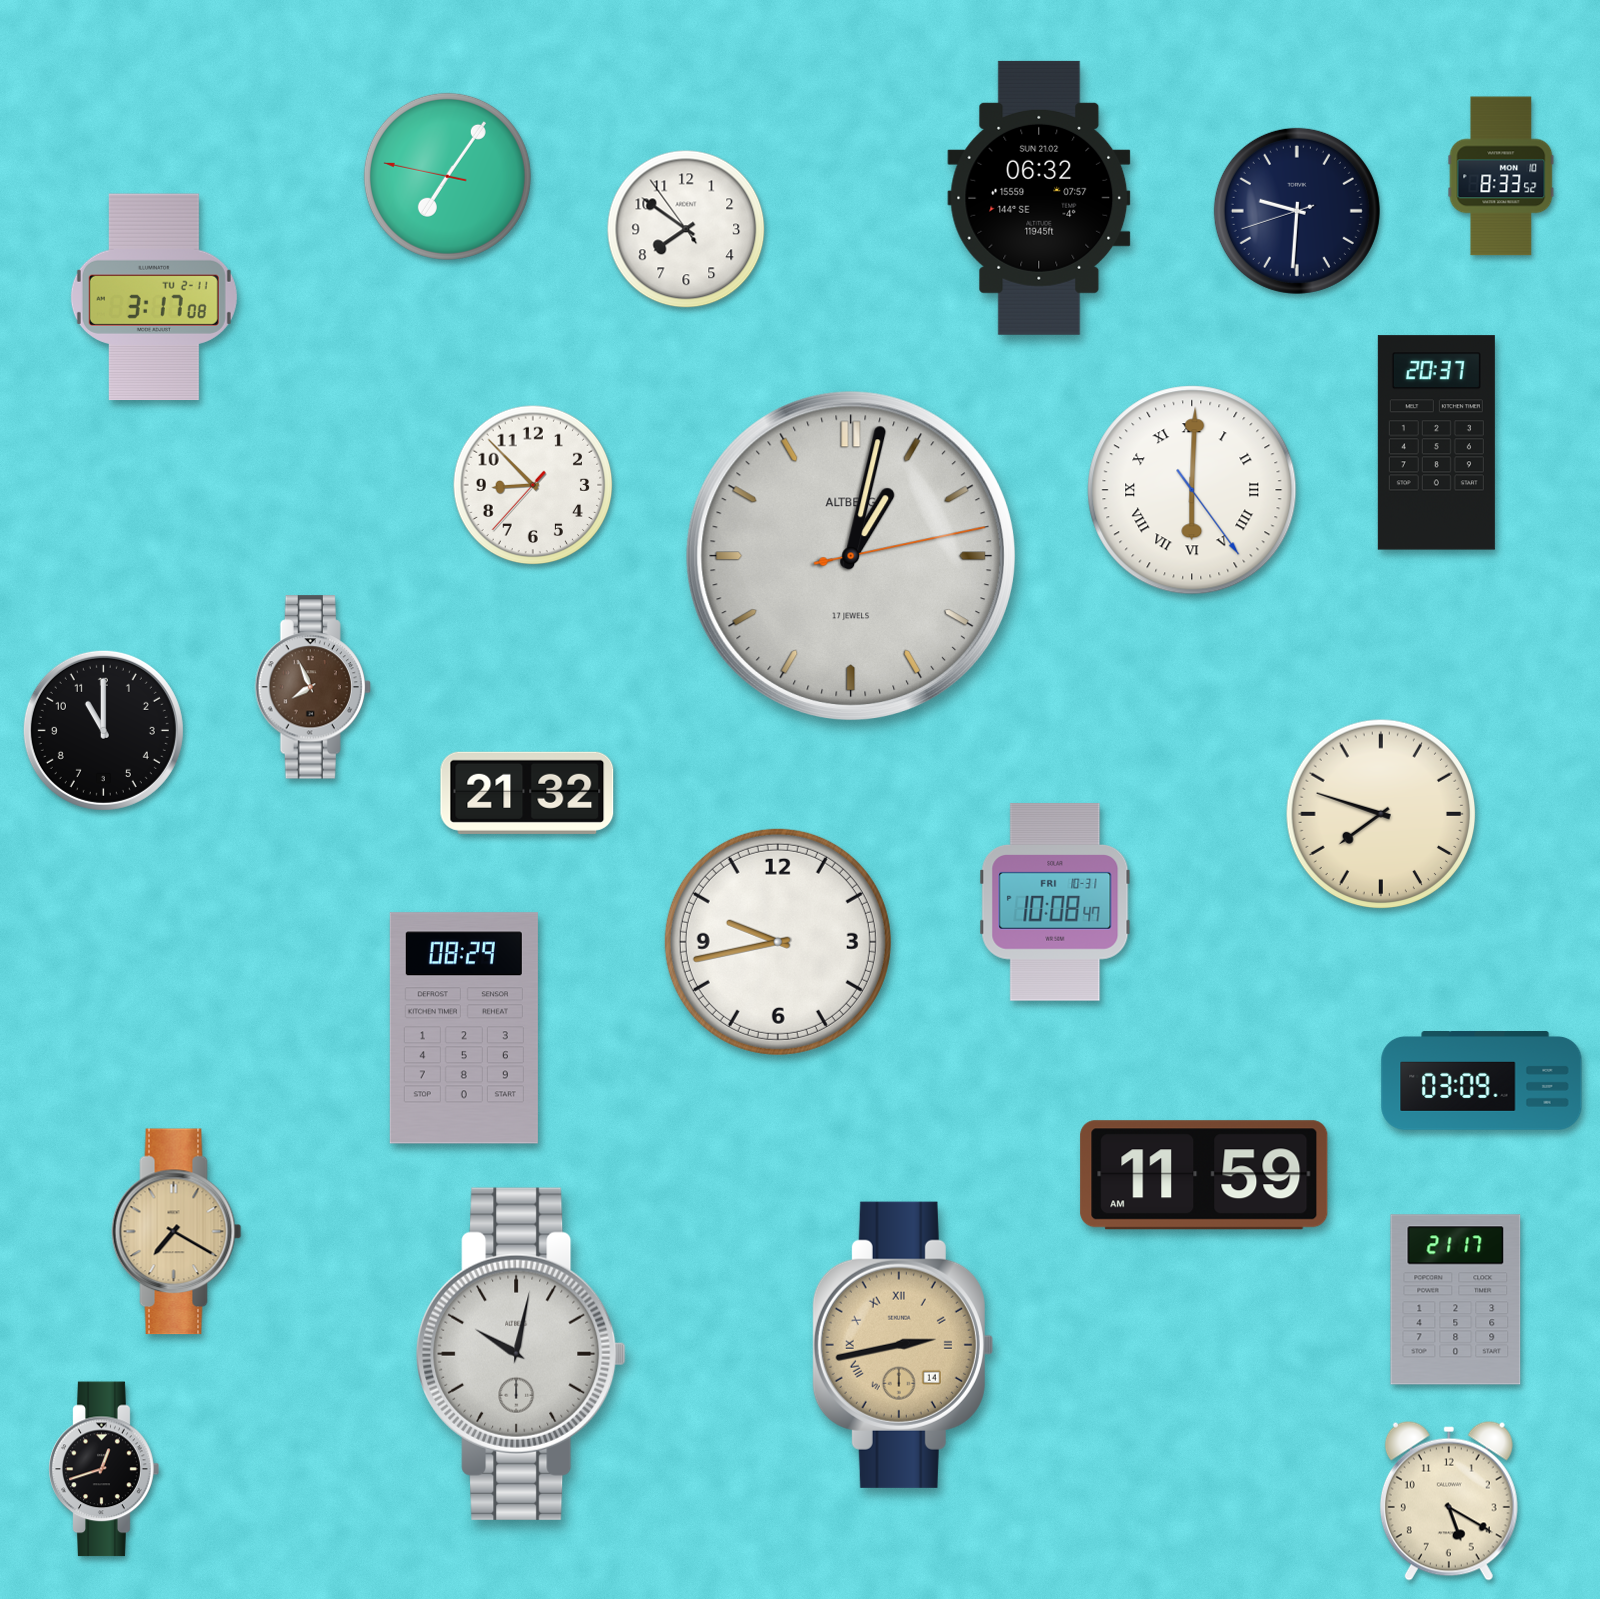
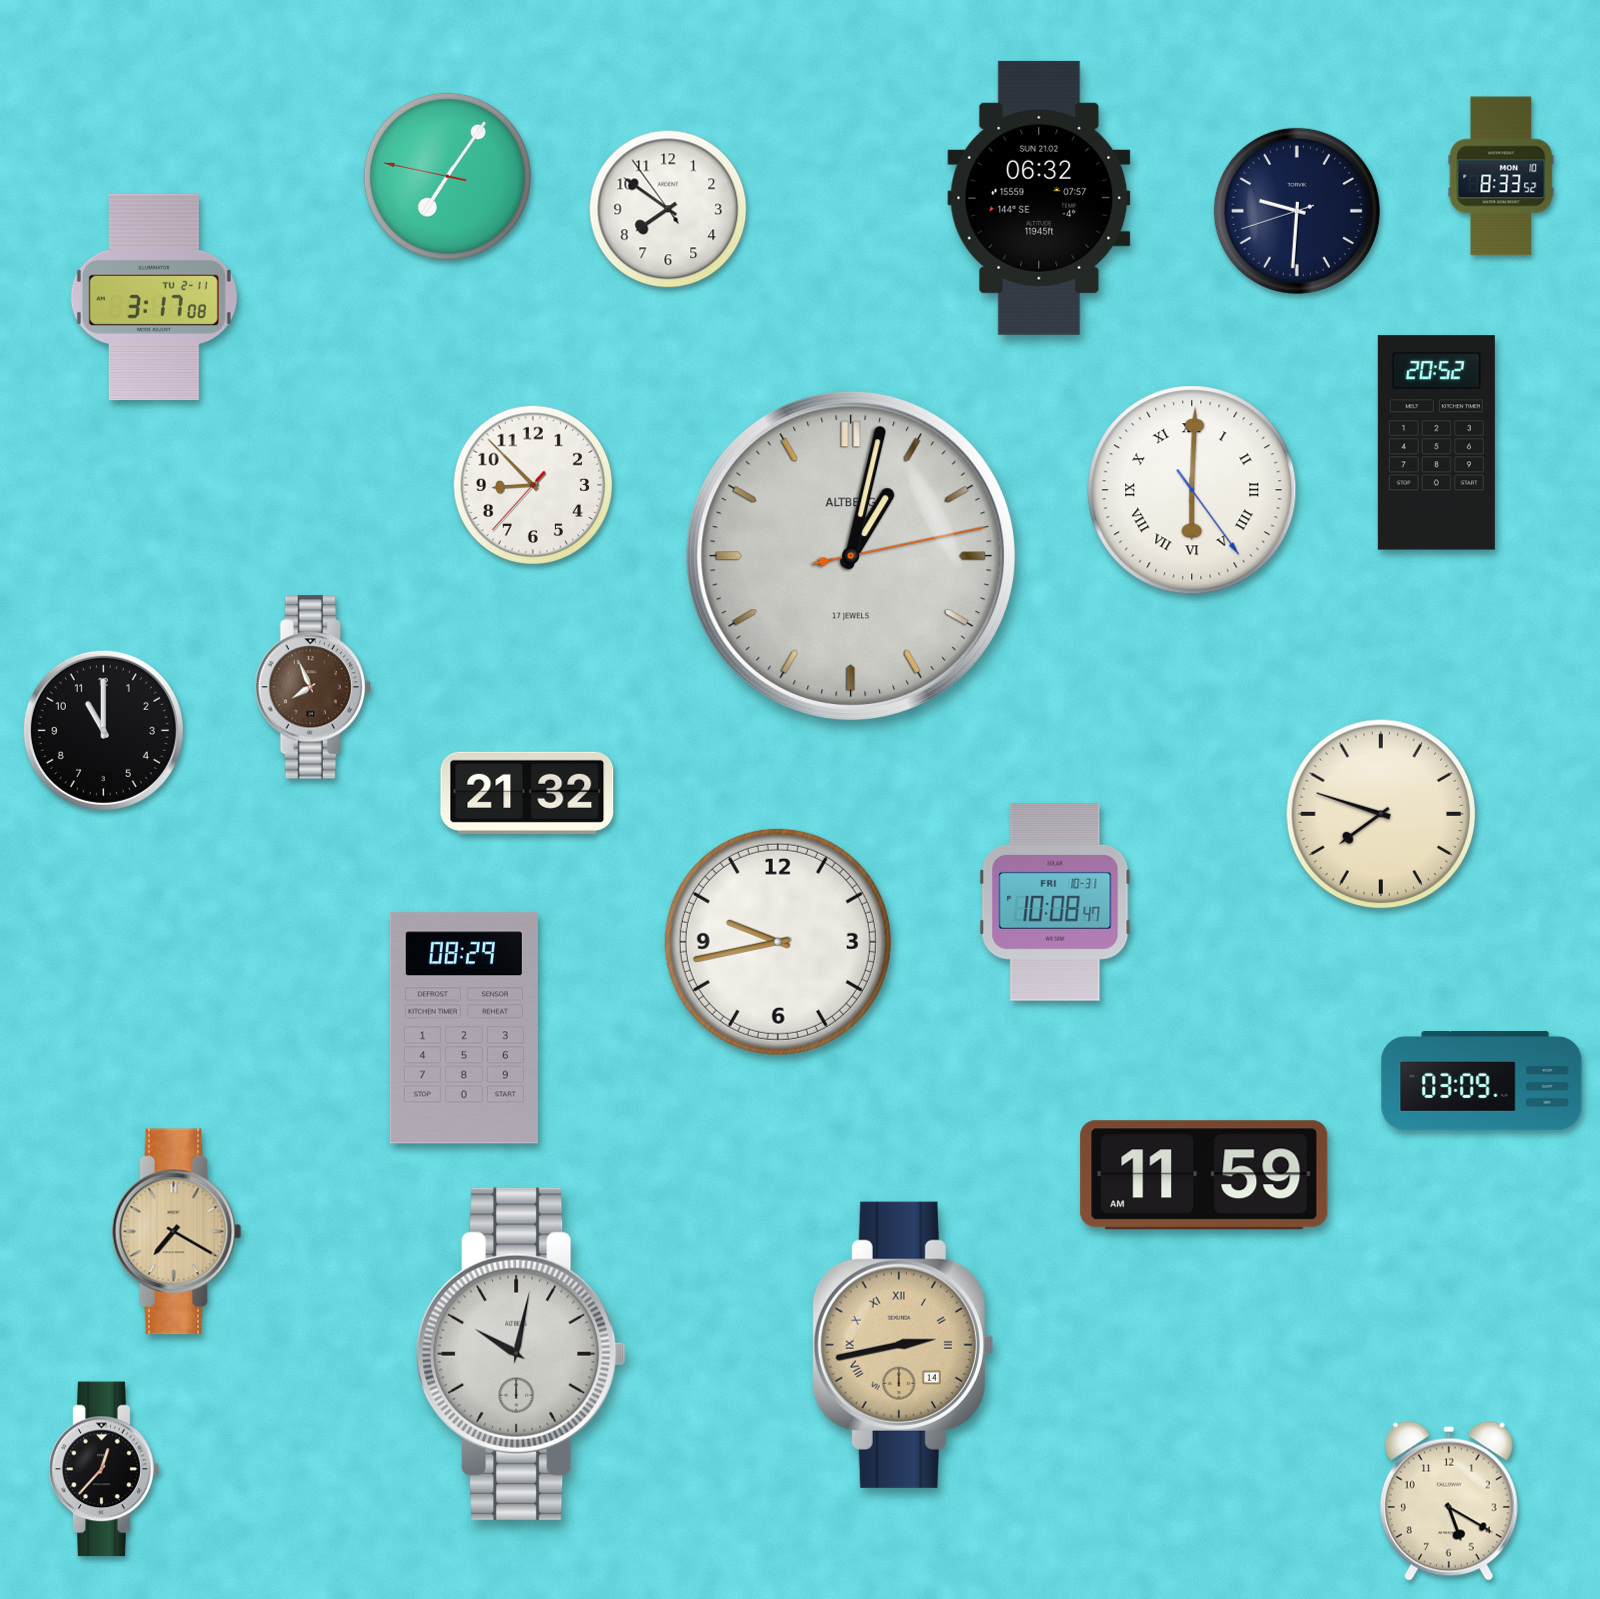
clock at (686, 229) position: (686, 229) -> (668, 209)
clock at (1436, 443): 20:37 -> 20:52
clock at (1456, 1300): 21:17 -> none
clock at (104, 1469): 12:42 -> 12:37
